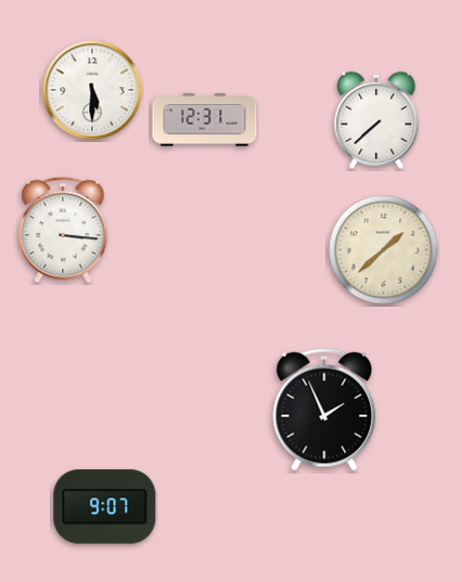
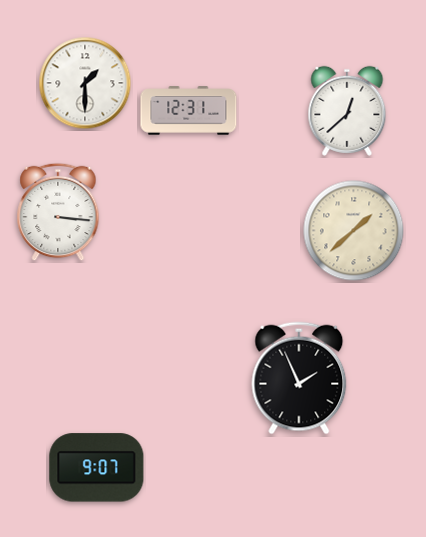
clock at (92, 90): 5:30 -> 1:30
clock at (376, 120): 7:38 -> 12:38
